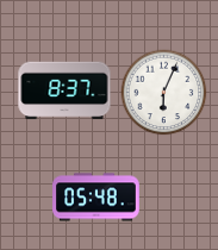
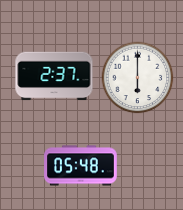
clock at (64, 90): 8:37 -> 2:37
clock at (164, 93): 6:04 -> 6:00
